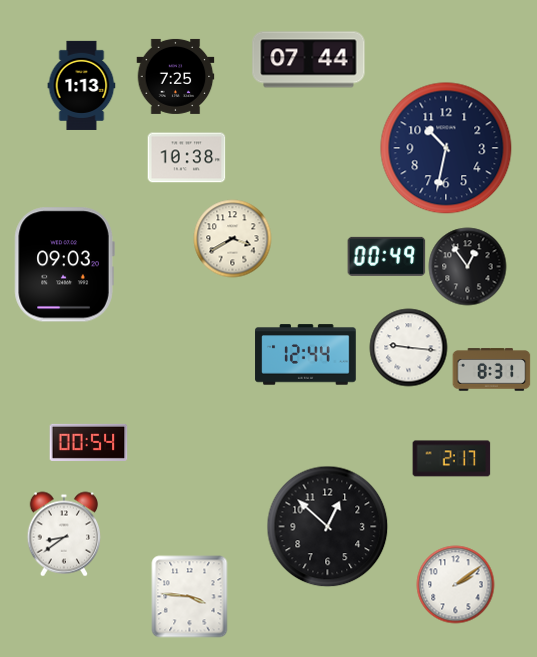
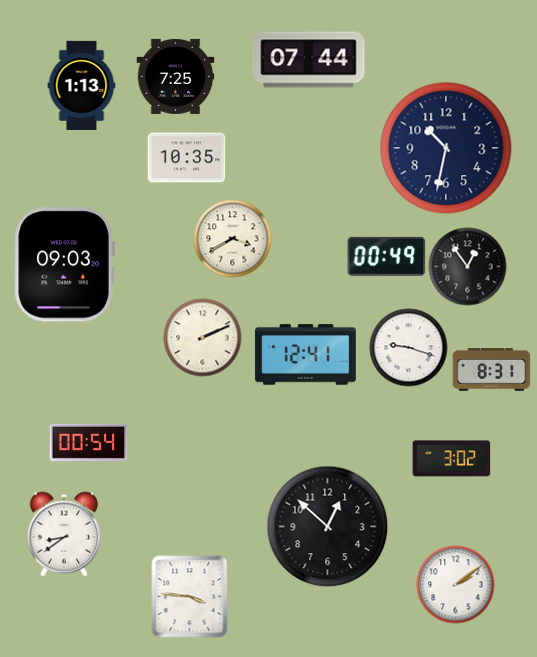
clock at (186, 158): 10:38 -> 10:35
clock at (202, 337): none -> 2:11
clock at (408, 347): 9:16 -> 9:18
clock at (306, 355): 12:44 -> 12:41
clock at (451, 459): 2:17 -> 3:02
